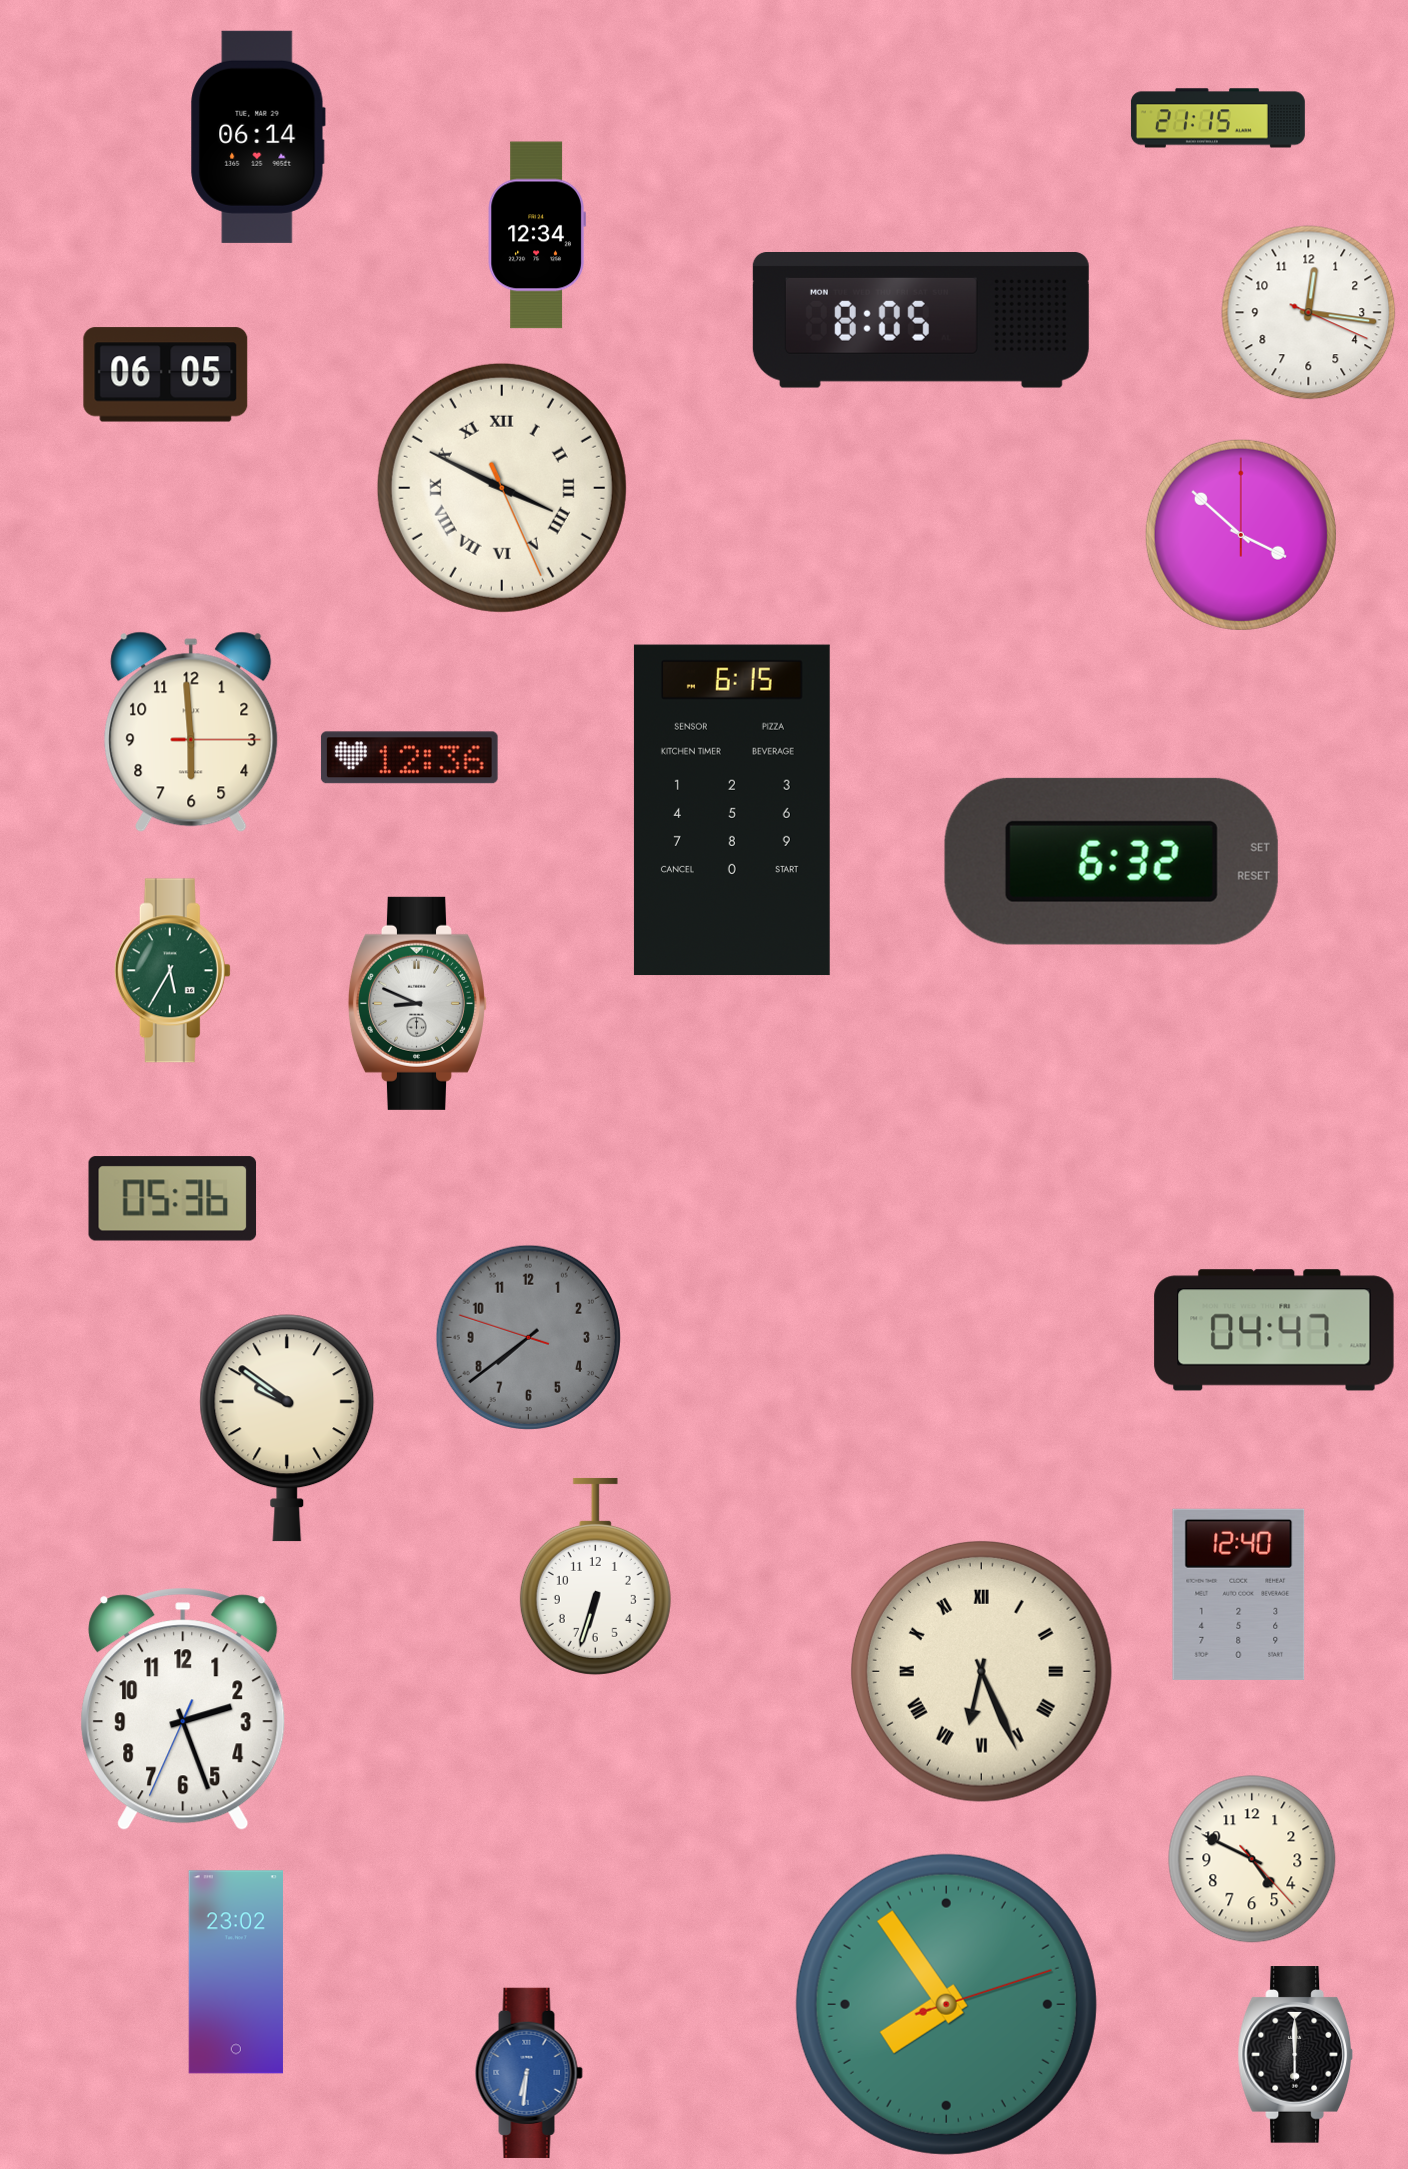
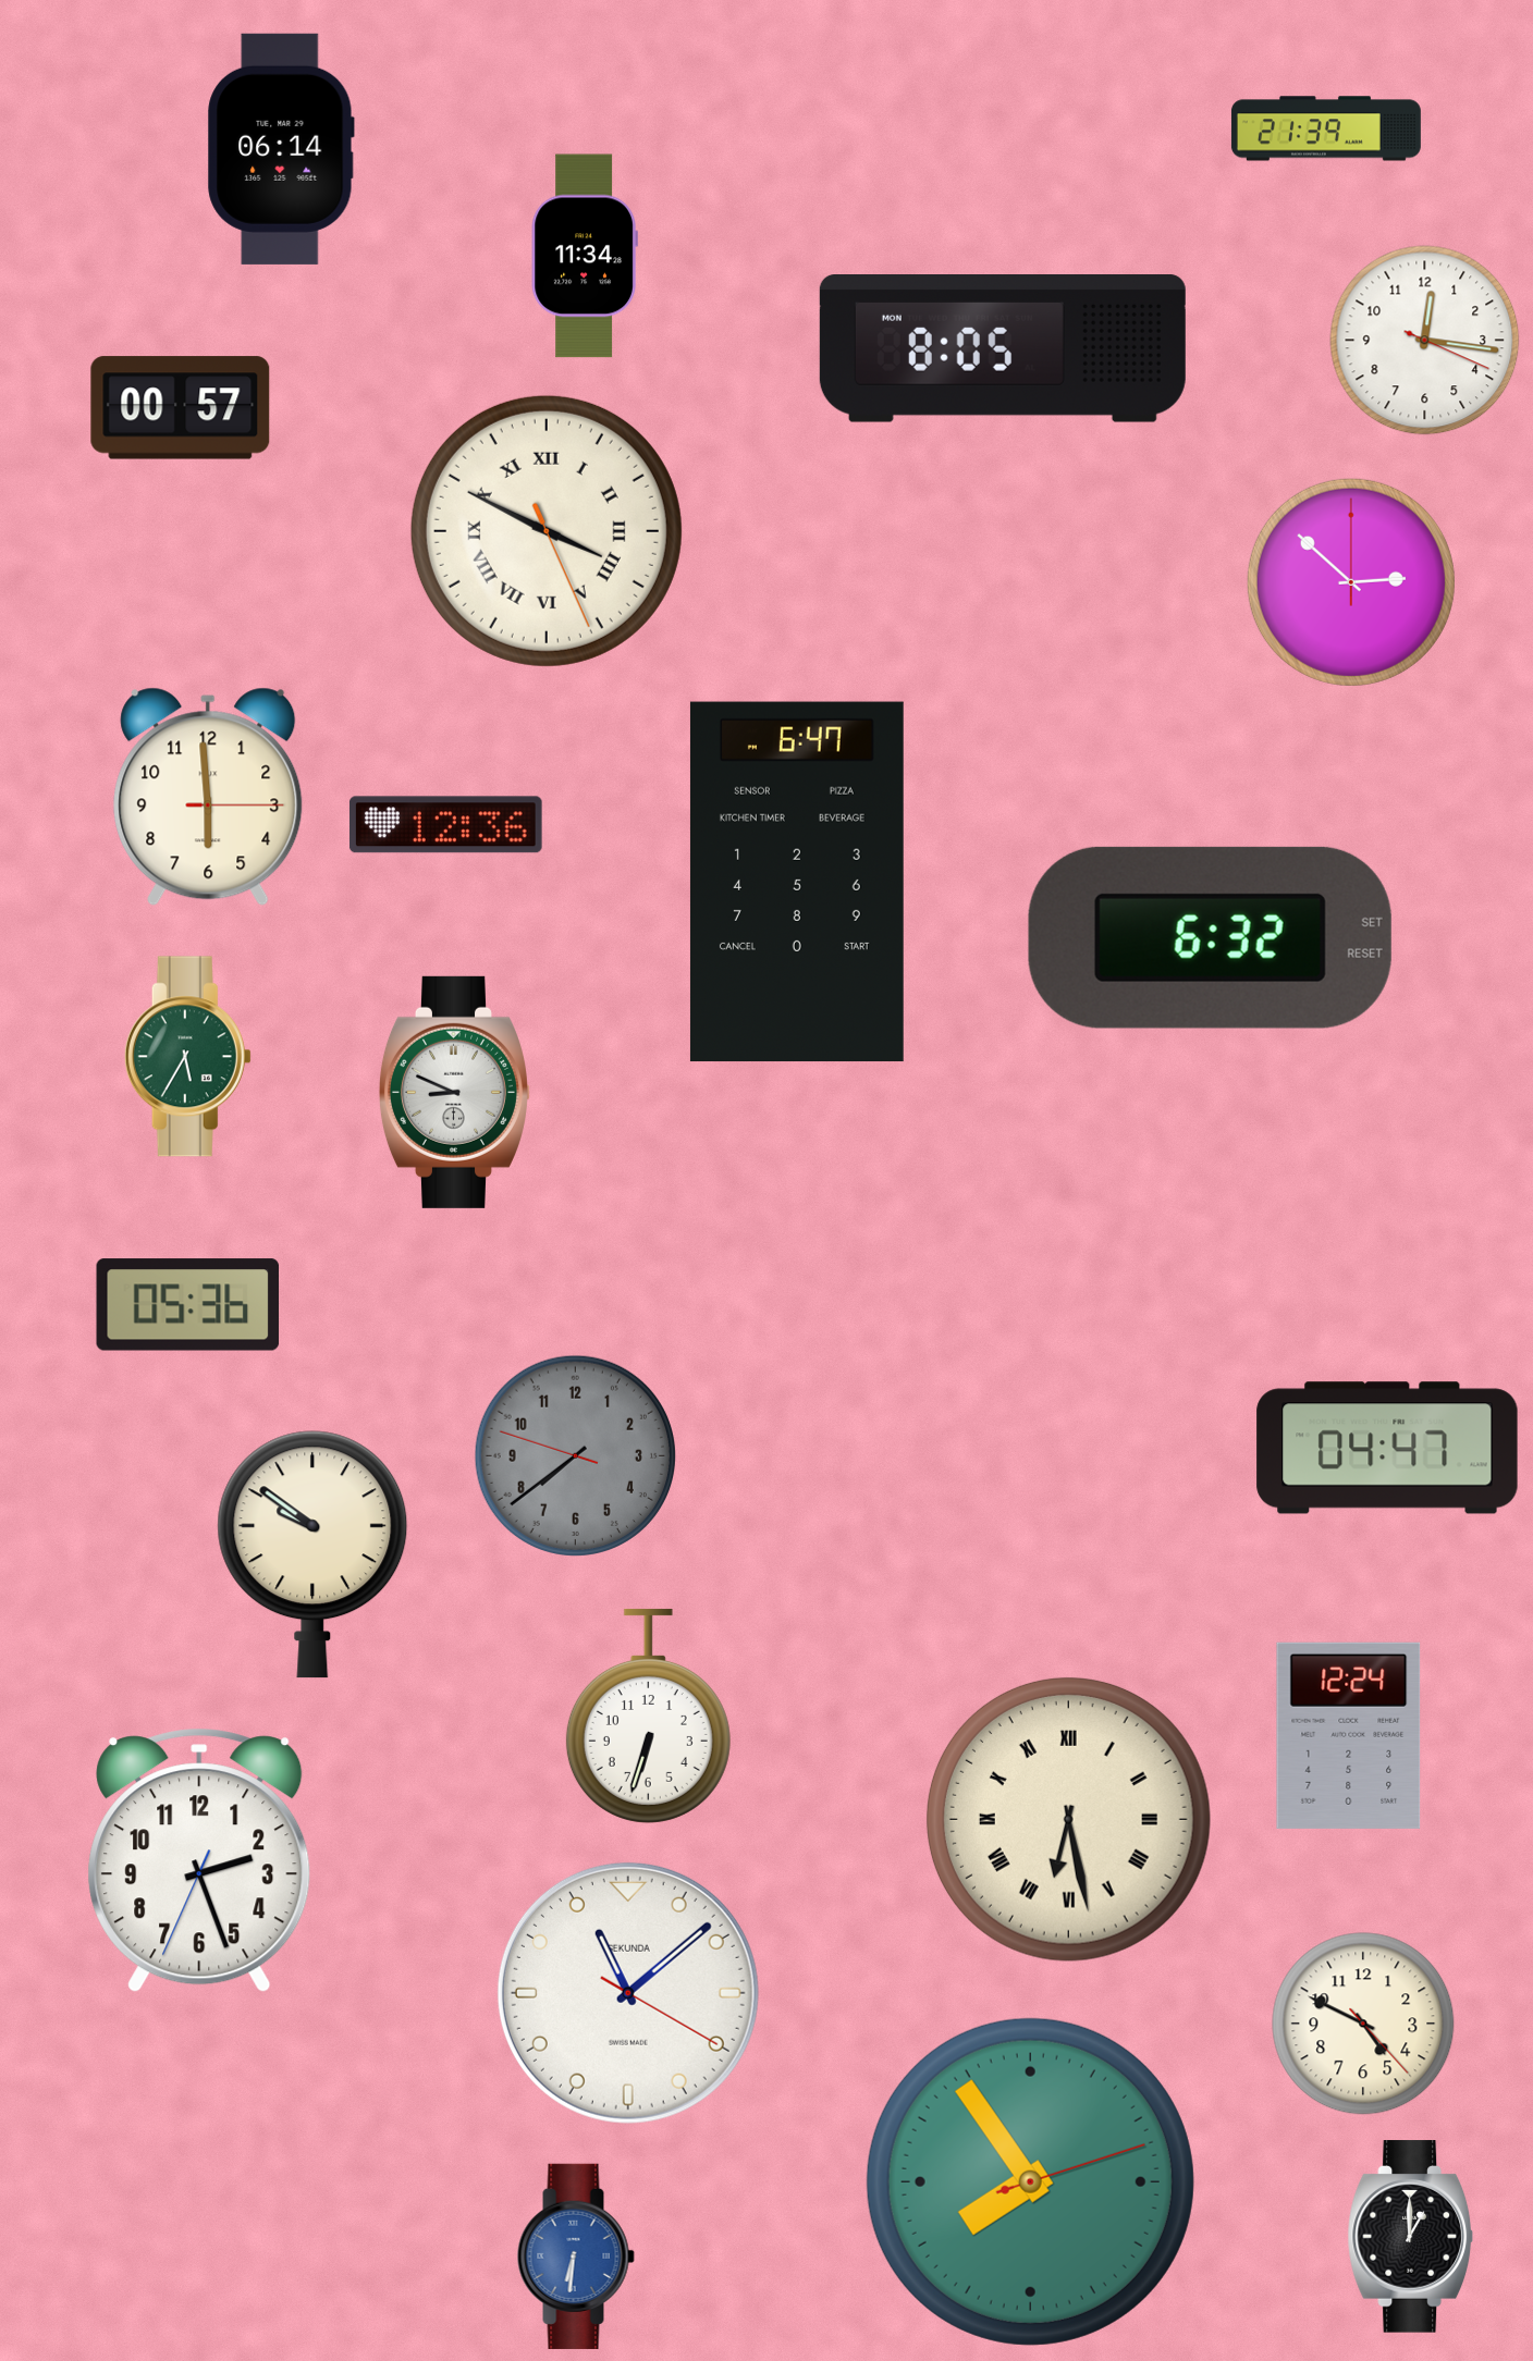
clock at (1218, 118): 21:15 -> 21:39
clock at (537, 235): 12:34 -> 11:34
clock at (166, 375): 06:05 -> 00:57
clock at (1241, 535): 3:52 -> 2:52
clock at (732, 810): 6:15 -> 6:47
clock at (1239, 1594): 12:40 -> 12:24
clock at (981, 1671): 6:26 -> 6:28
clock at (628, 1993): none -> 11:08
clock at (236, 1972): 23:02 -> none
clock at (1295, 2055): 6:00 -> 1:00
